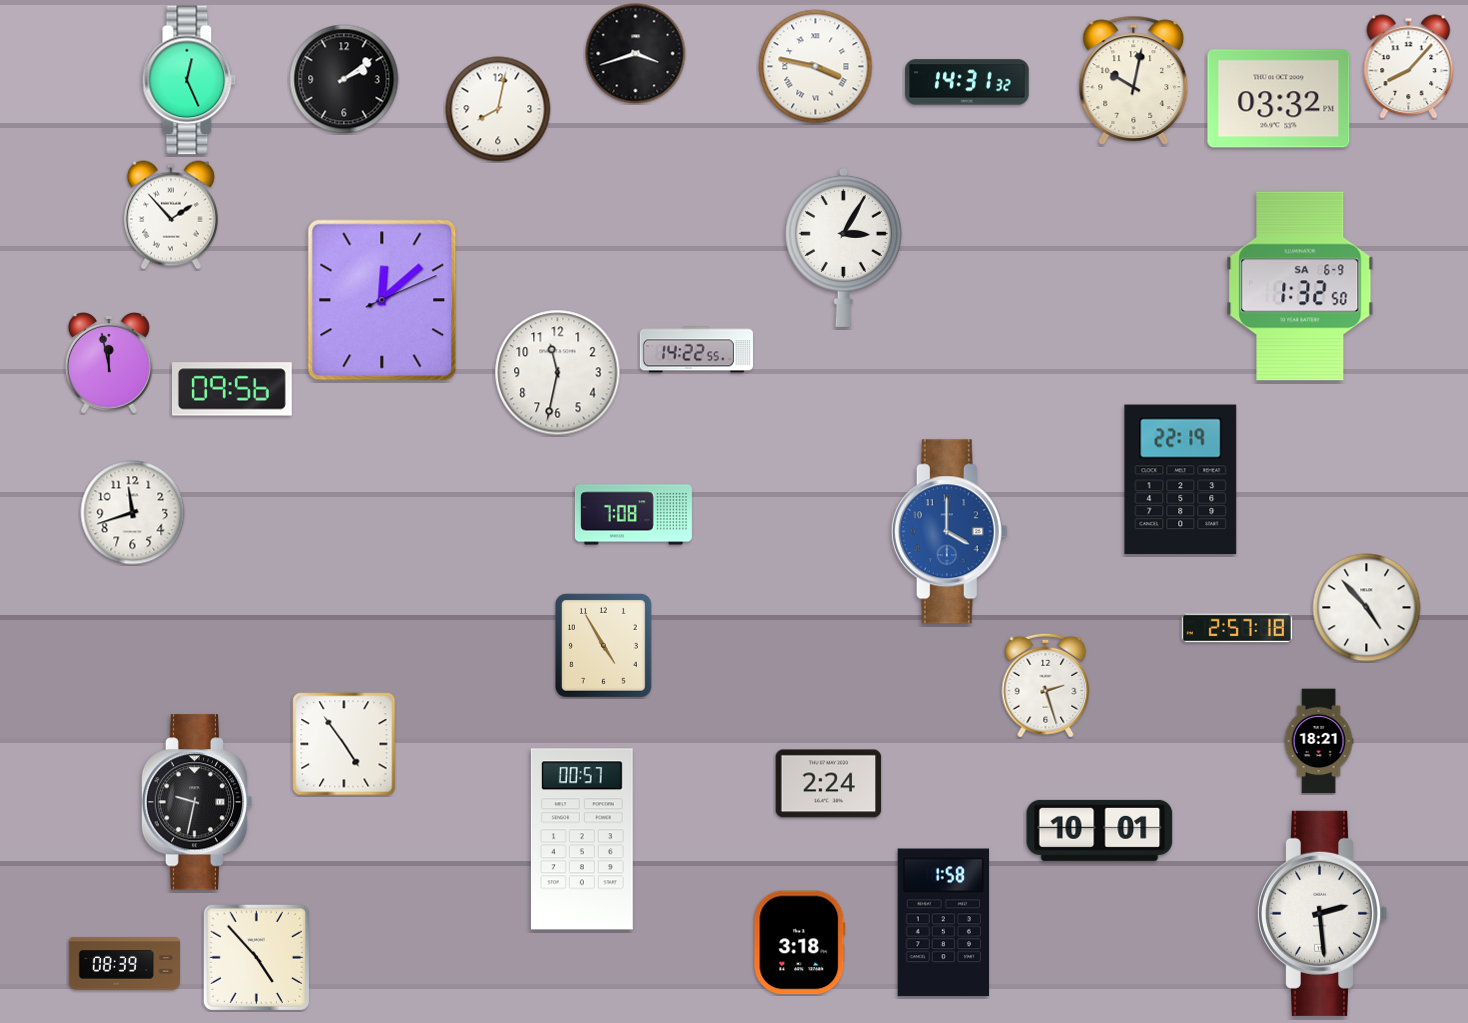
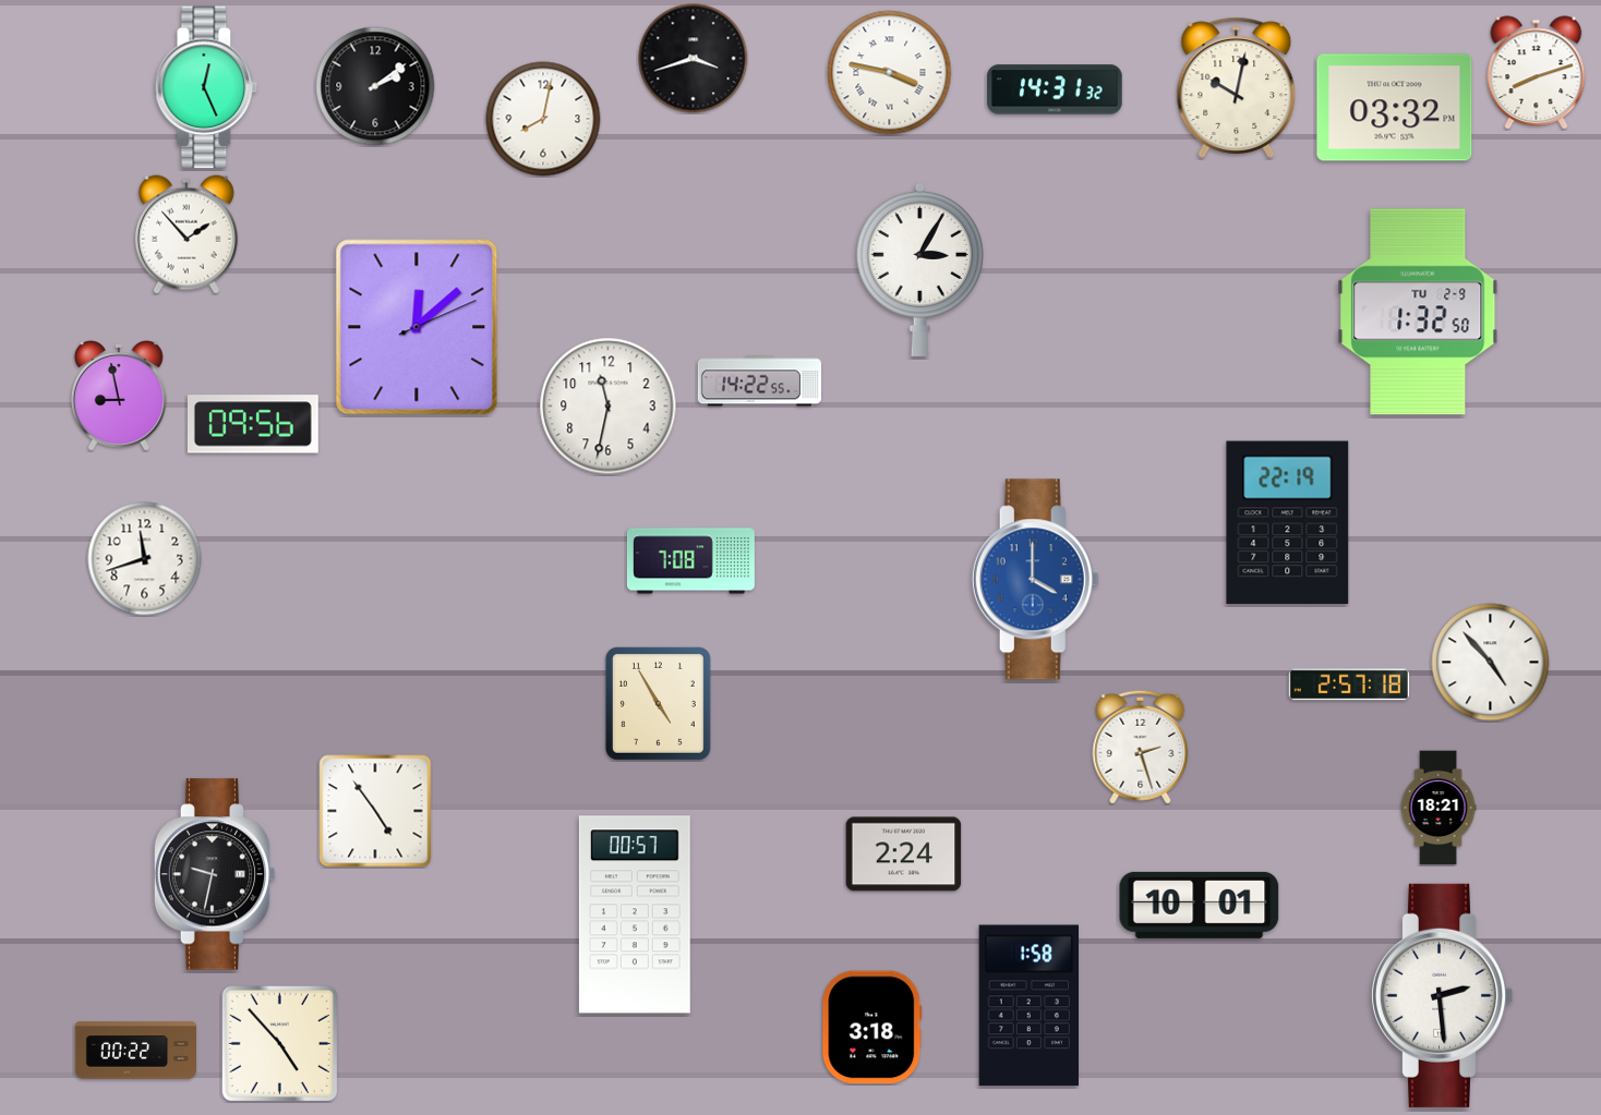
clock at (1409, 67): 8:07 -> 8:12
clock at (1300, 286) date: SA 6-9 -> TU 2-9
clock at (109, 363): 11:58 -> 8:58
clock at (124, 964): 08:39 -> 00:22
